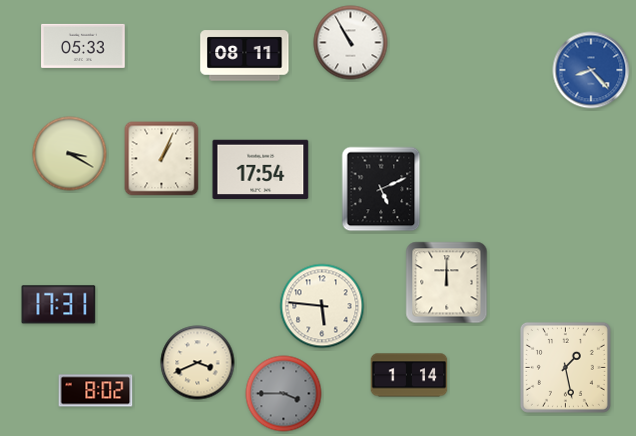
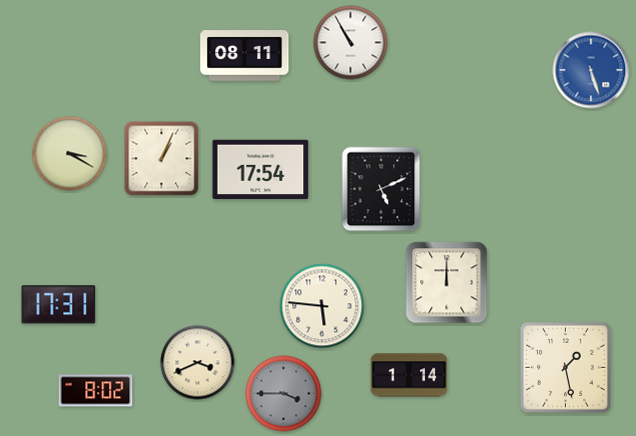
clock at (83, 46): 05:33 -> none
clock at (591, 70): 8:23 -> 5:27
